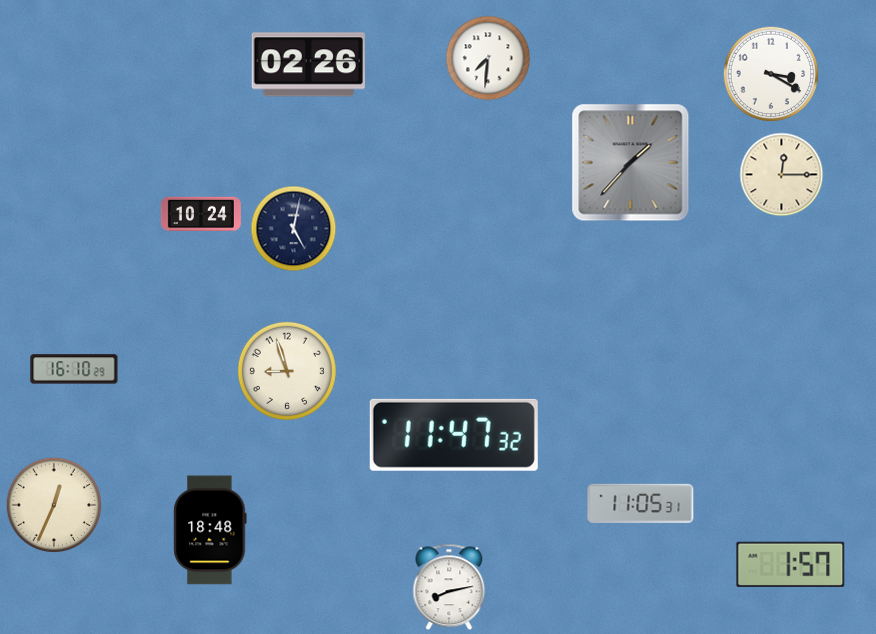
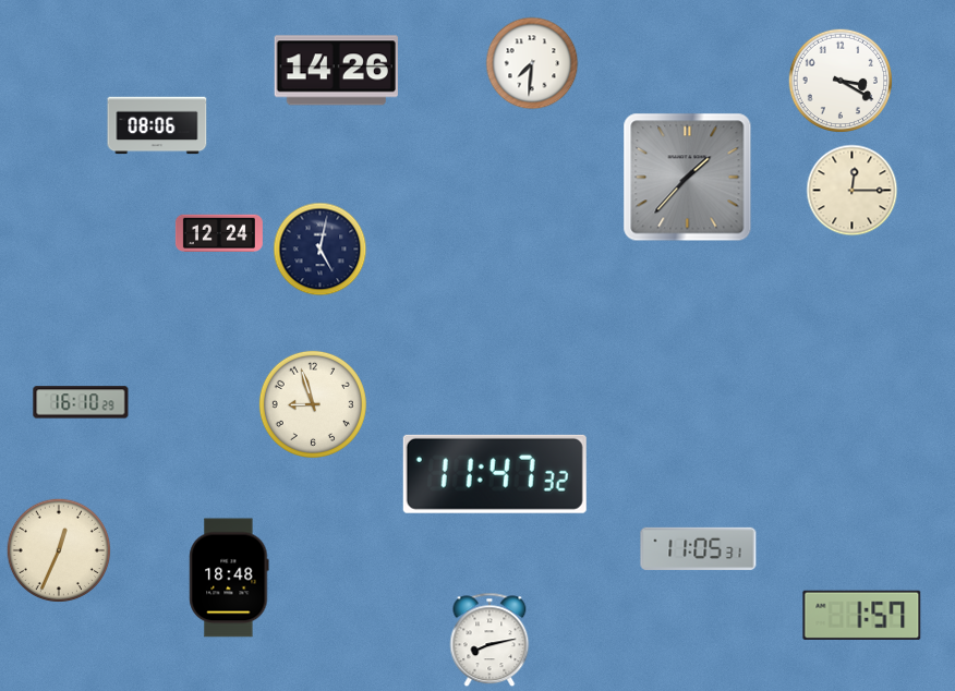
clock at (308, 65): 02:26 -> 14:26
clock at (157, 125): none -> 08:06
clock at (201, 214): 10:24 -> 12:24
